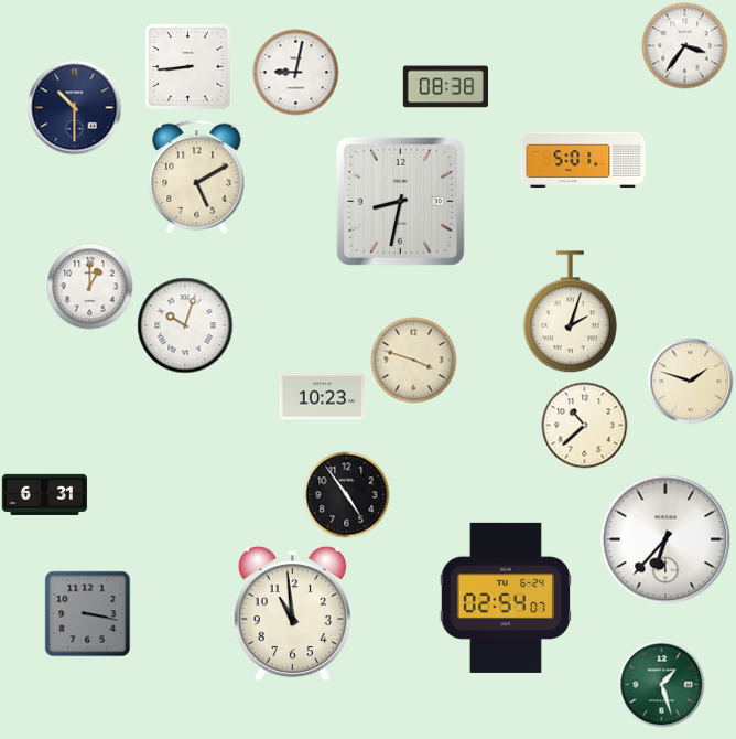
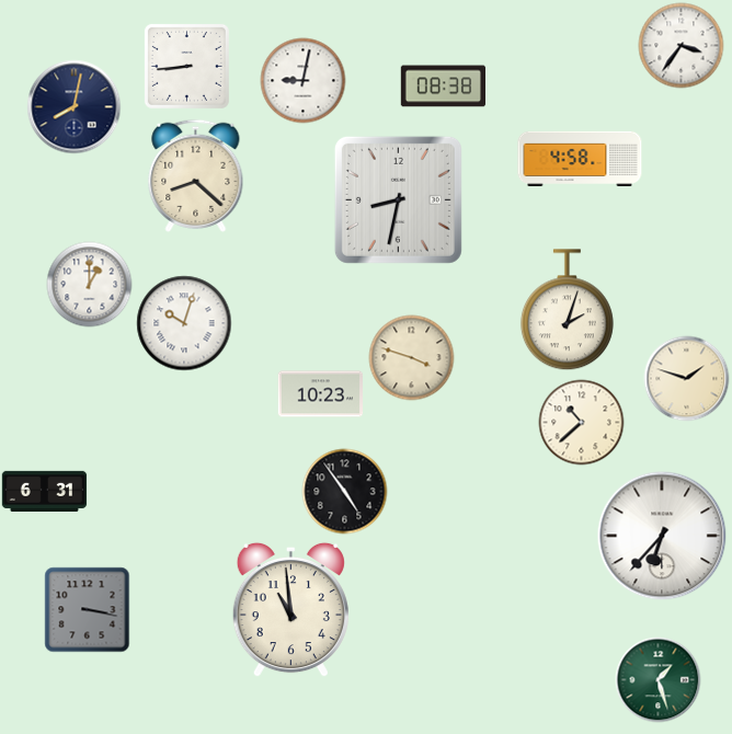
clock at (295, 72) position: (295, 72) -> (302, 80)
clock at (74, 107): 10:30 -> 8:02
clock at (583, 160): 5:01 -> 4:58
clock at (197, 176): 5:10 -> 8:22
clock at (505, 598): 02:54 -> none
